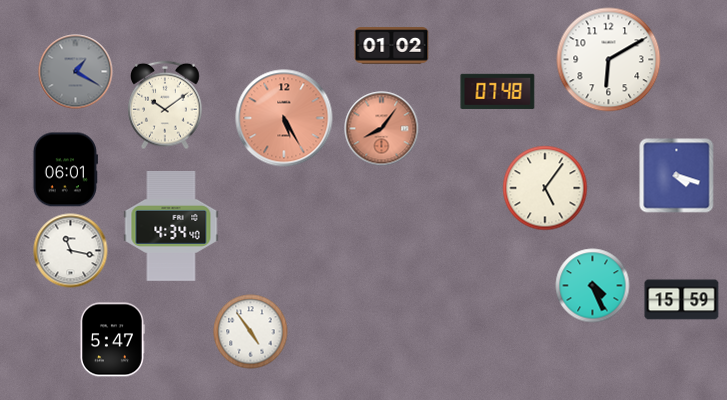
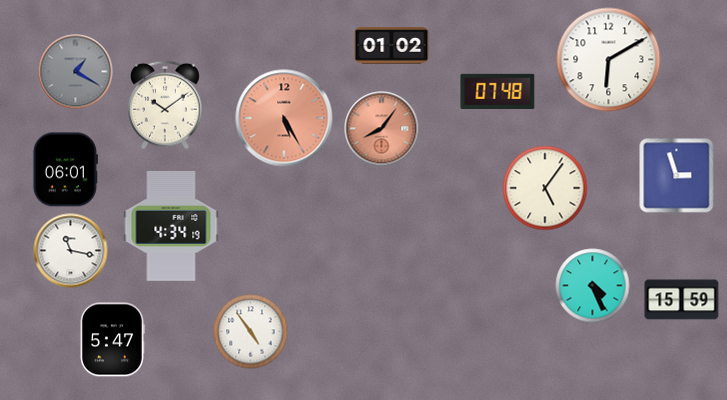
clock at (677, 176): 4:18 -> 2:57
clock at (171, 226): 4:34:40 -> 4:34:19
